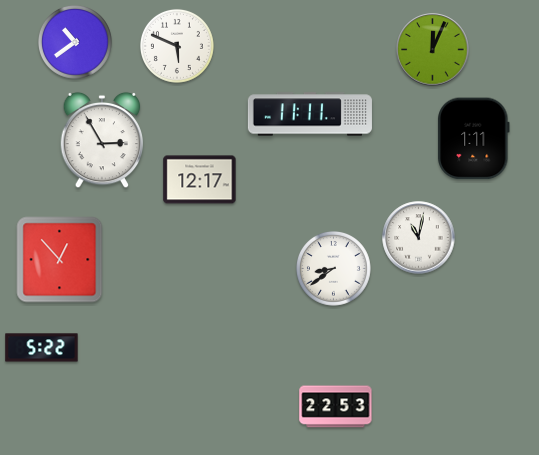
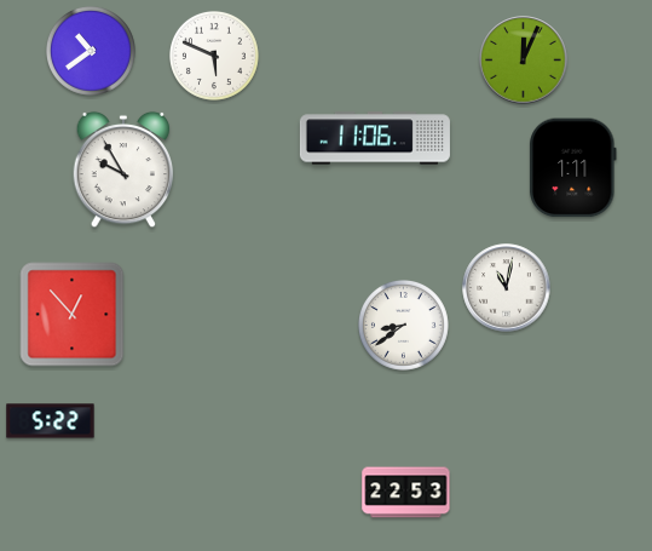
clock at (310, 114): 11:11 -> 11:06
clock at (102, 140): 2:55 -> 9:55
clock at (200, 180): 12:17 -> none
